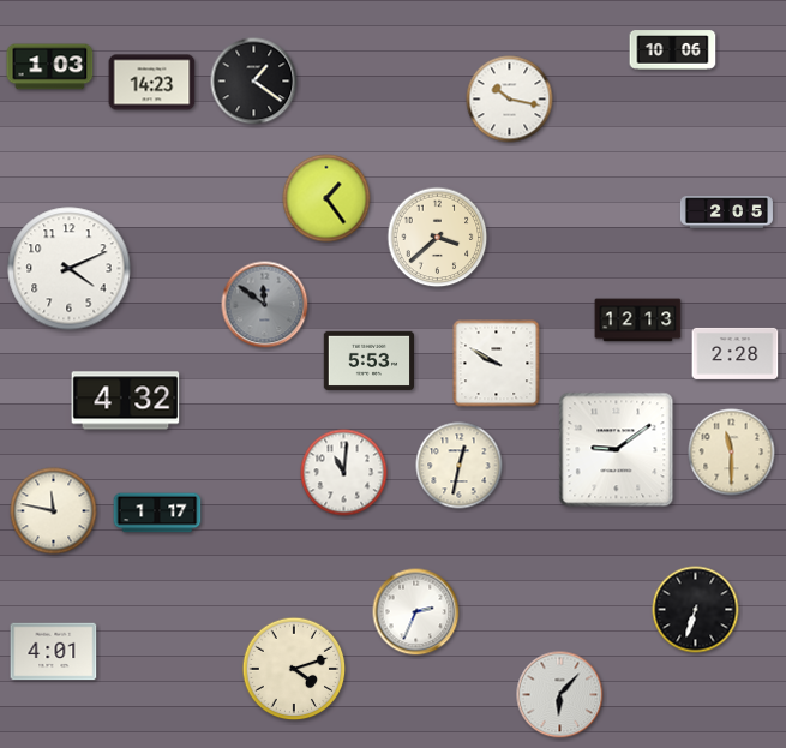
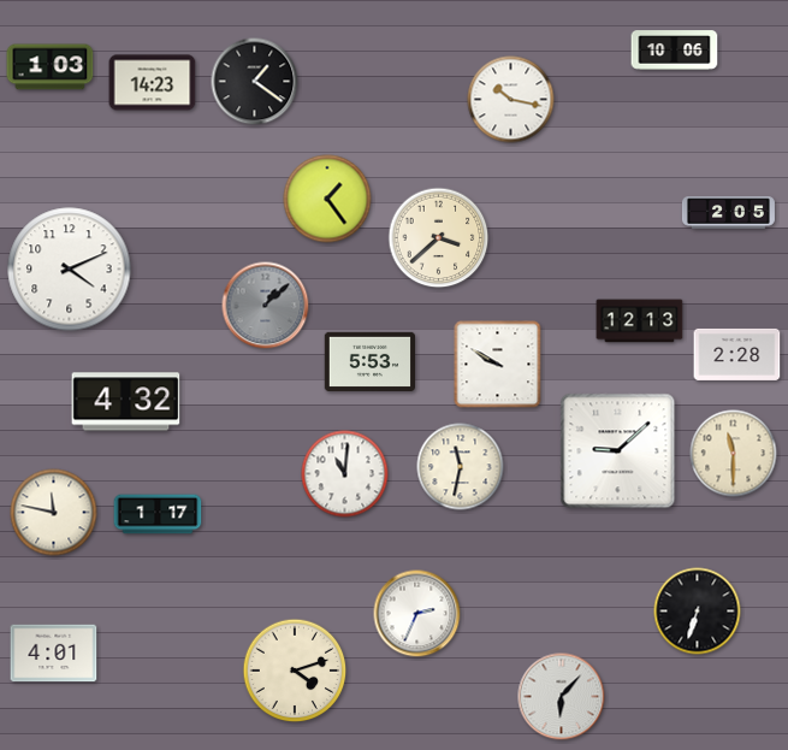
clock at (265, 305): 11:51 -> 1:08
clock at (617, 450): 9:09 -> 9:08
clock at (460, 466): 12:32 -> 11:32
